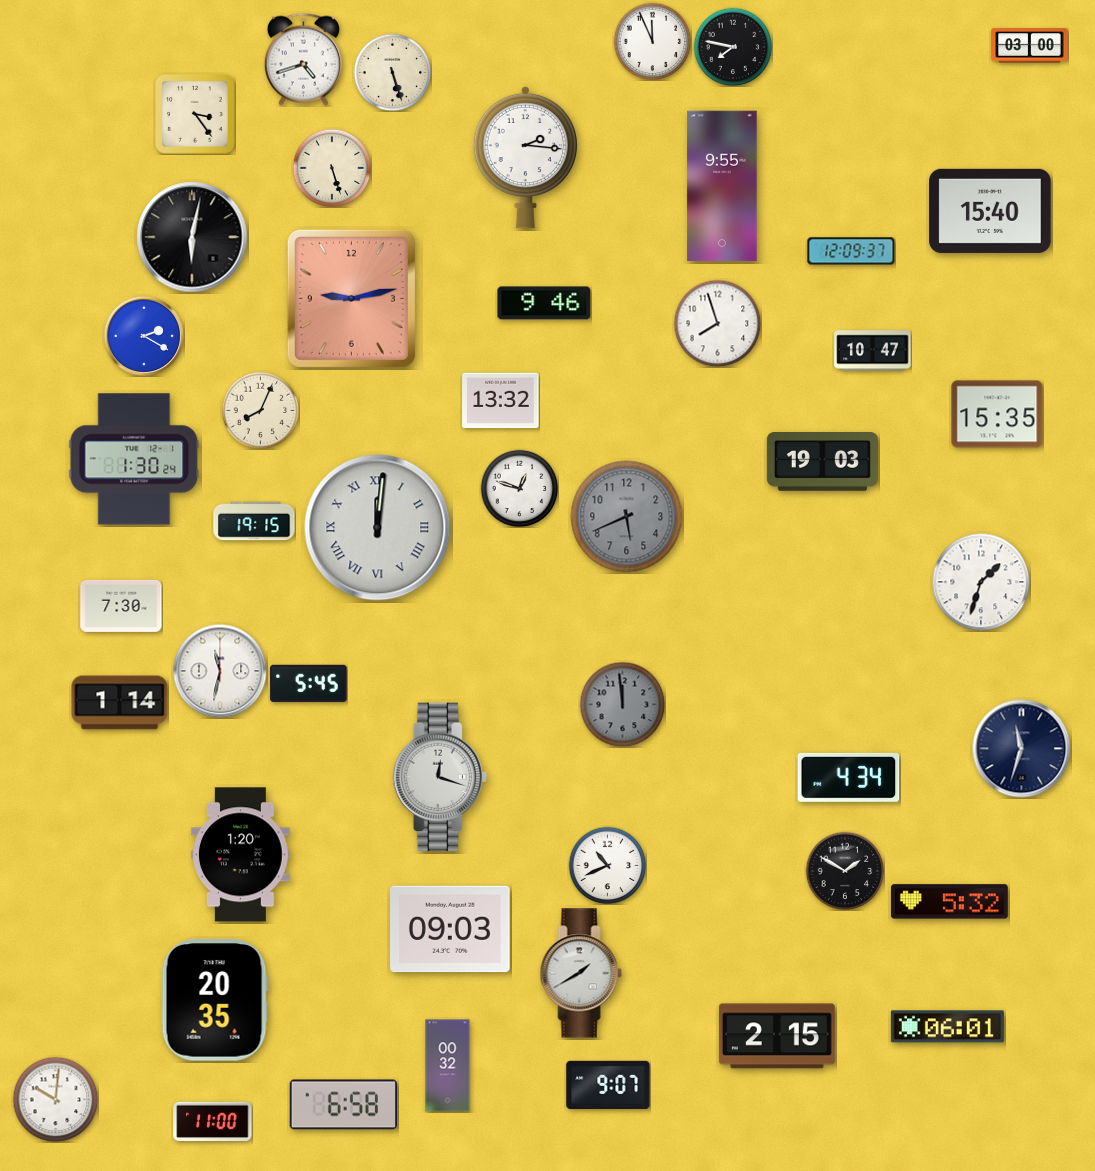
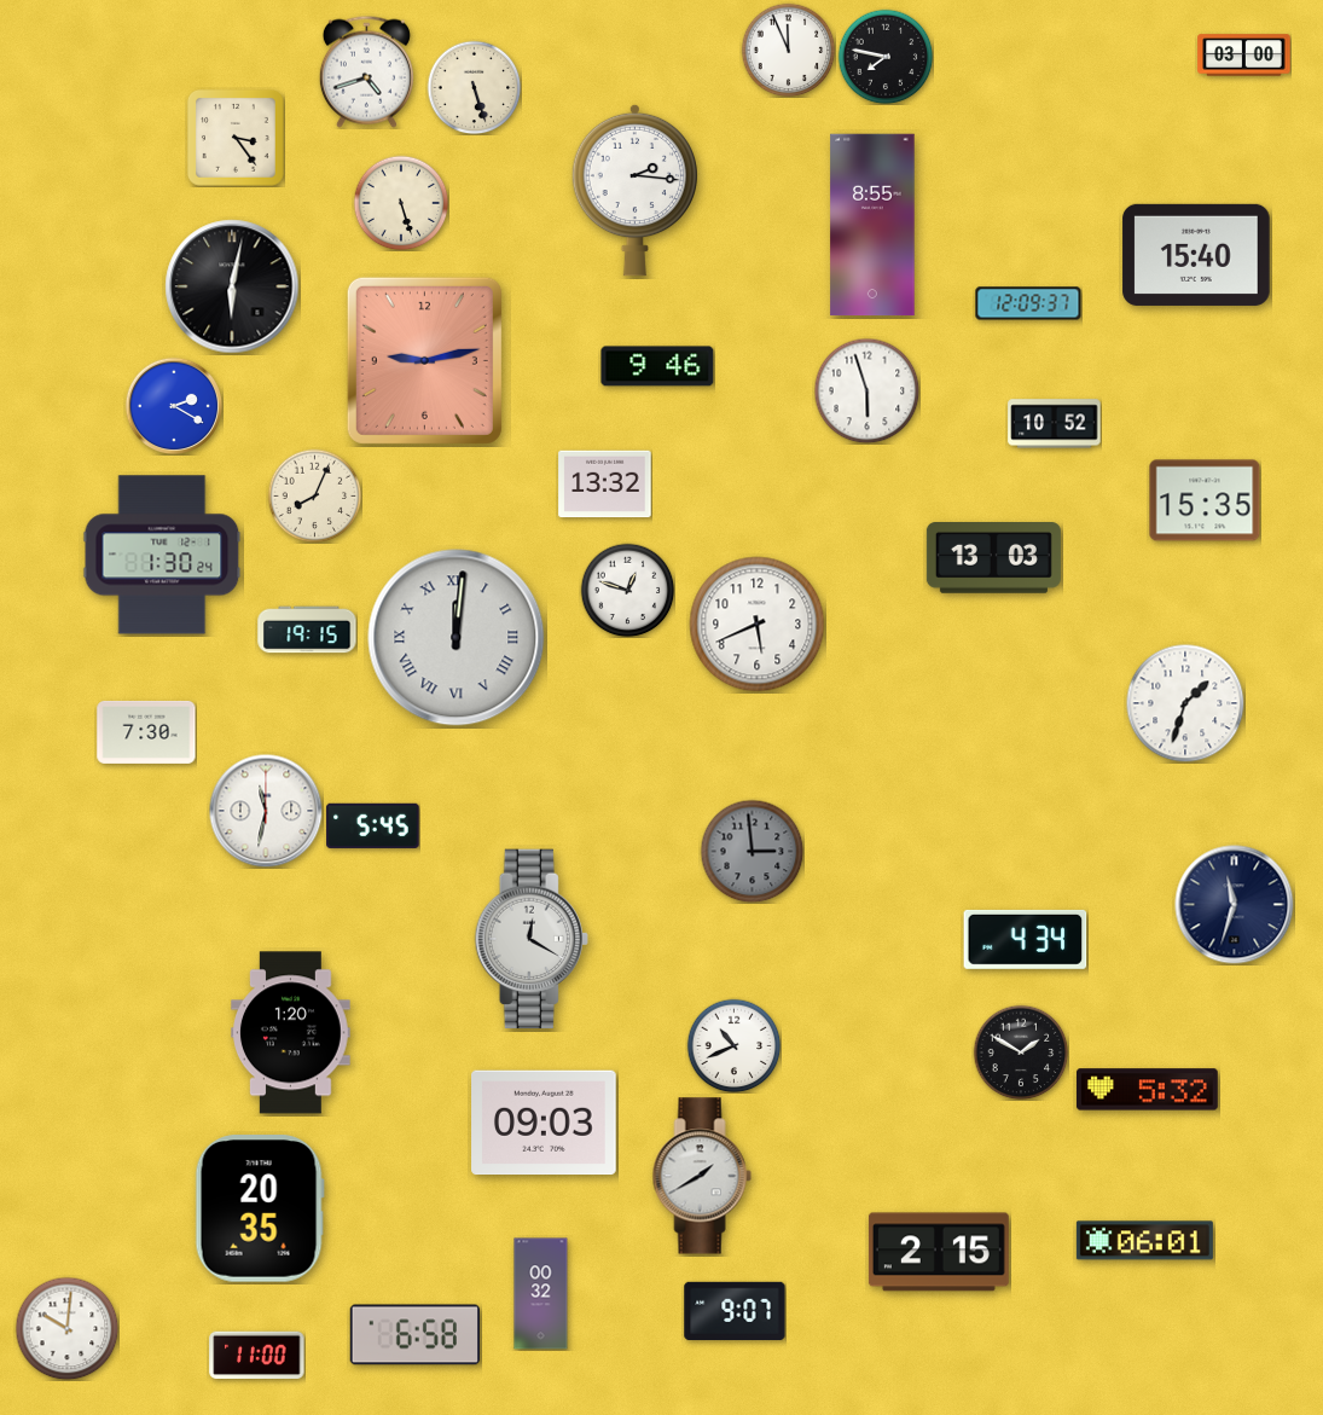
clock at (722, 186): 9:55 -> 8:55
clock at (717, 323): 7:57 -> 5:57
clock at (873, 351): 10:47 -> 10:52
clock at (822, 462): 19:03 -> 13:03
clock at (627, 517) dial: grey -> white
clock at (120, 703): 1:14 -> none
clock at (622, 704): 11:59 -> 2:59
clock at (440, 777): 12:18 -> 12:20
clock at (448, 1066) position: (448, 1066) -> (541, 1294)
